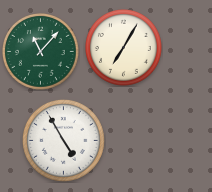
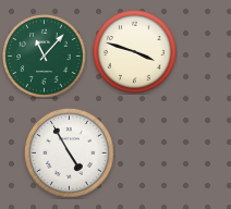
clock at (124, 48): 7:05 -> 3:48
